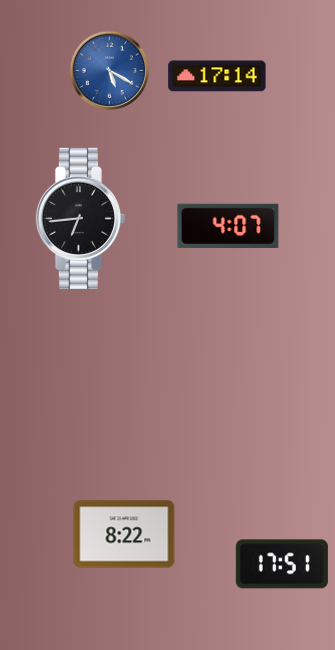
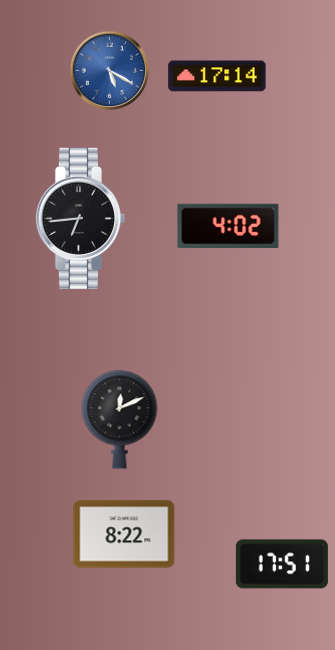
clock at (228, 226): 4:07 -> 4:02
clock at (120, 420): none -> 12:11
